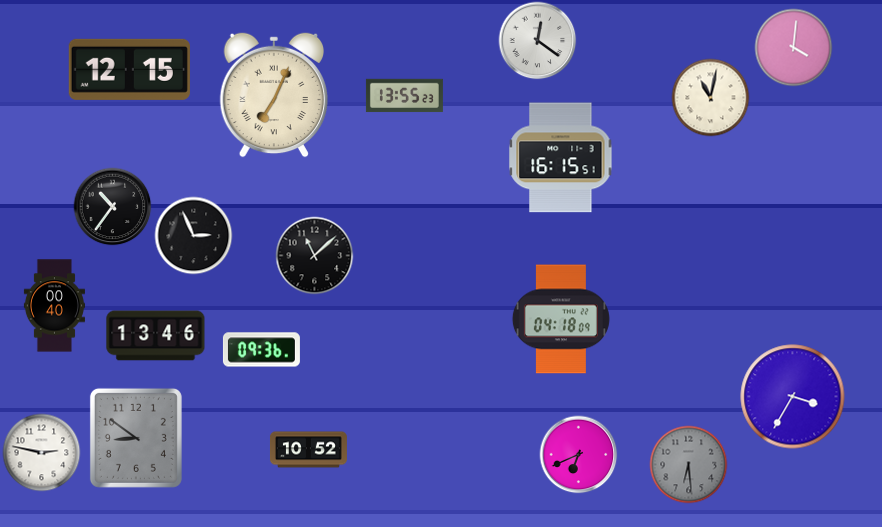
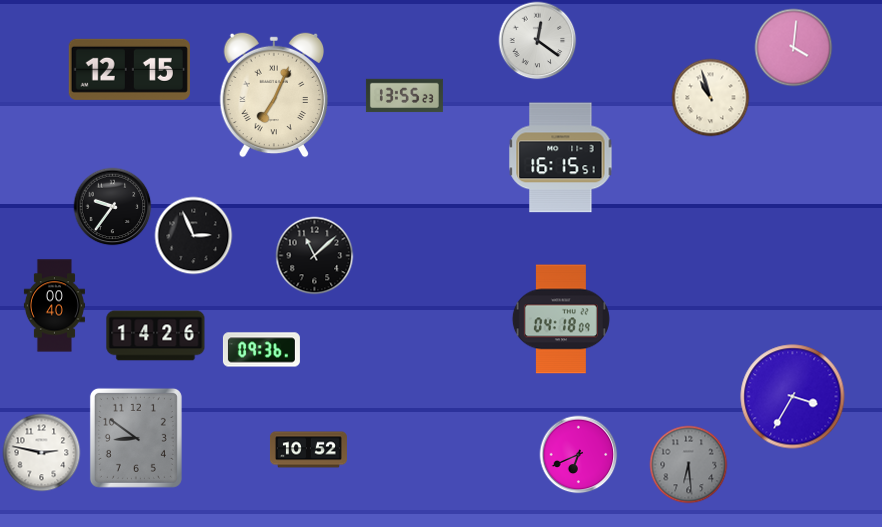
clock at (710, 97): 11:02 -> 10:57
clock at (112, 206): 10:36 -> 9:36
clock at (156, 336): 13:46 -> 14:26
